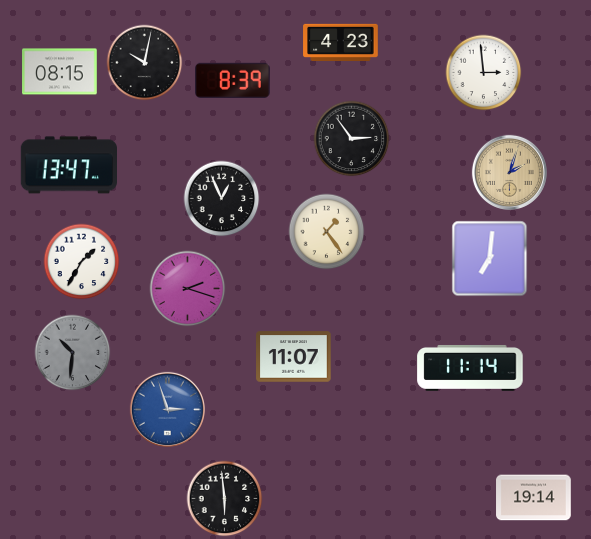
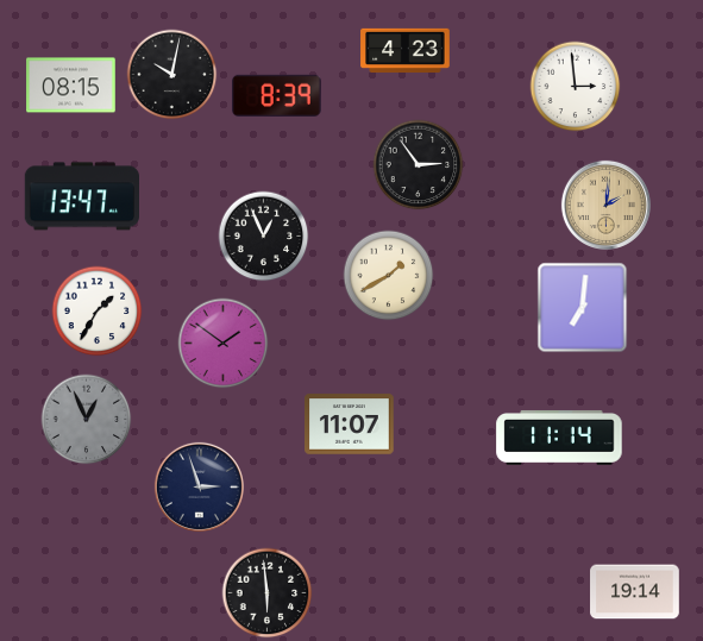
clock at (509, 172): 2:03 -> 2:01
clock at (327, 232): 1:24 -> 1:40
clock at (188, 289): 2:18 -> 1:51
clock at (73, 353): 10:31 -> 12:56
clock at (167, 409) dial: blue -> navy
